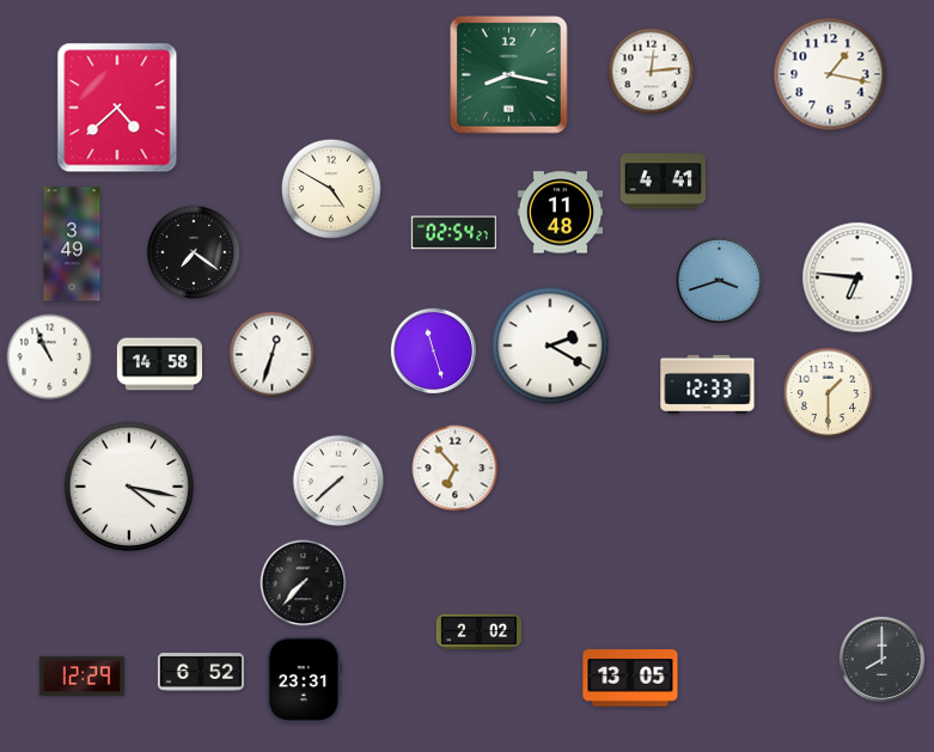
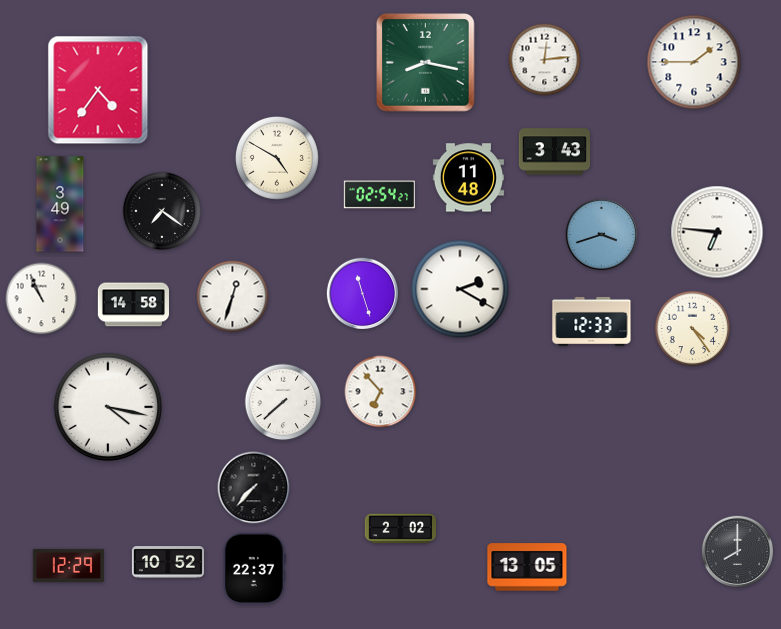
clock at (830, 74): 1:17 -> 1:45
clock at (117, 108): 4:38 -> 4:36
clock at (663, 182): 4:41 -> 3:43
clock at (273, 355) position: (273, 355) -> (233, 297)
clock at (829, 393): 1:30 -> 4:24
clock at (201, 672): 6:52 -> 10:52
clock at (304, 679): 23:31 -> 22:37
